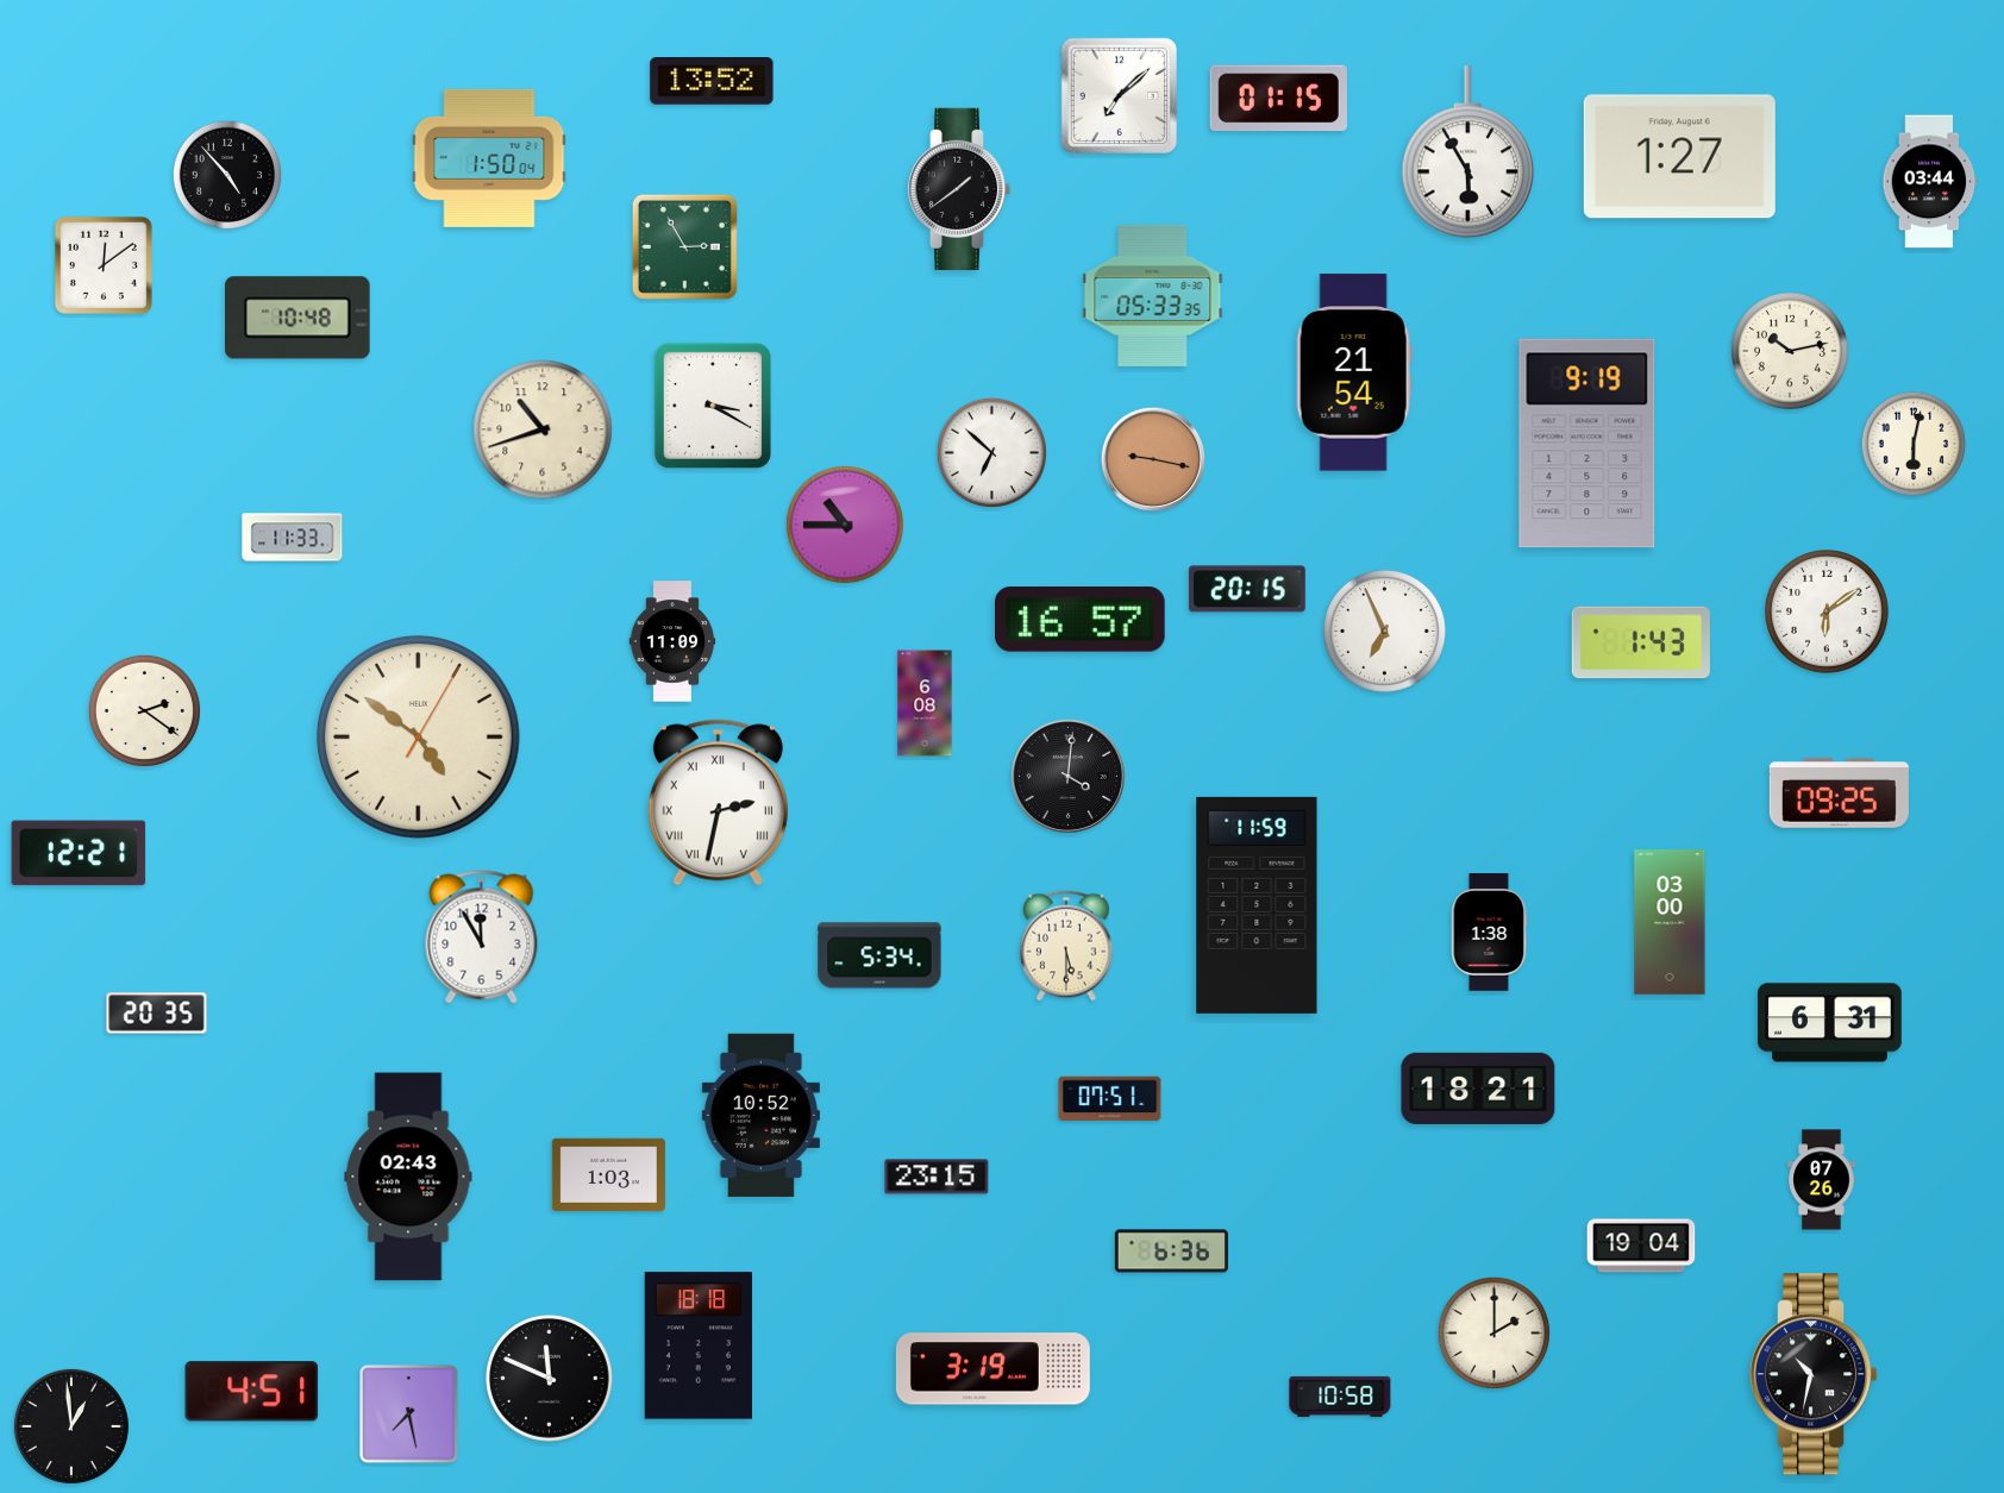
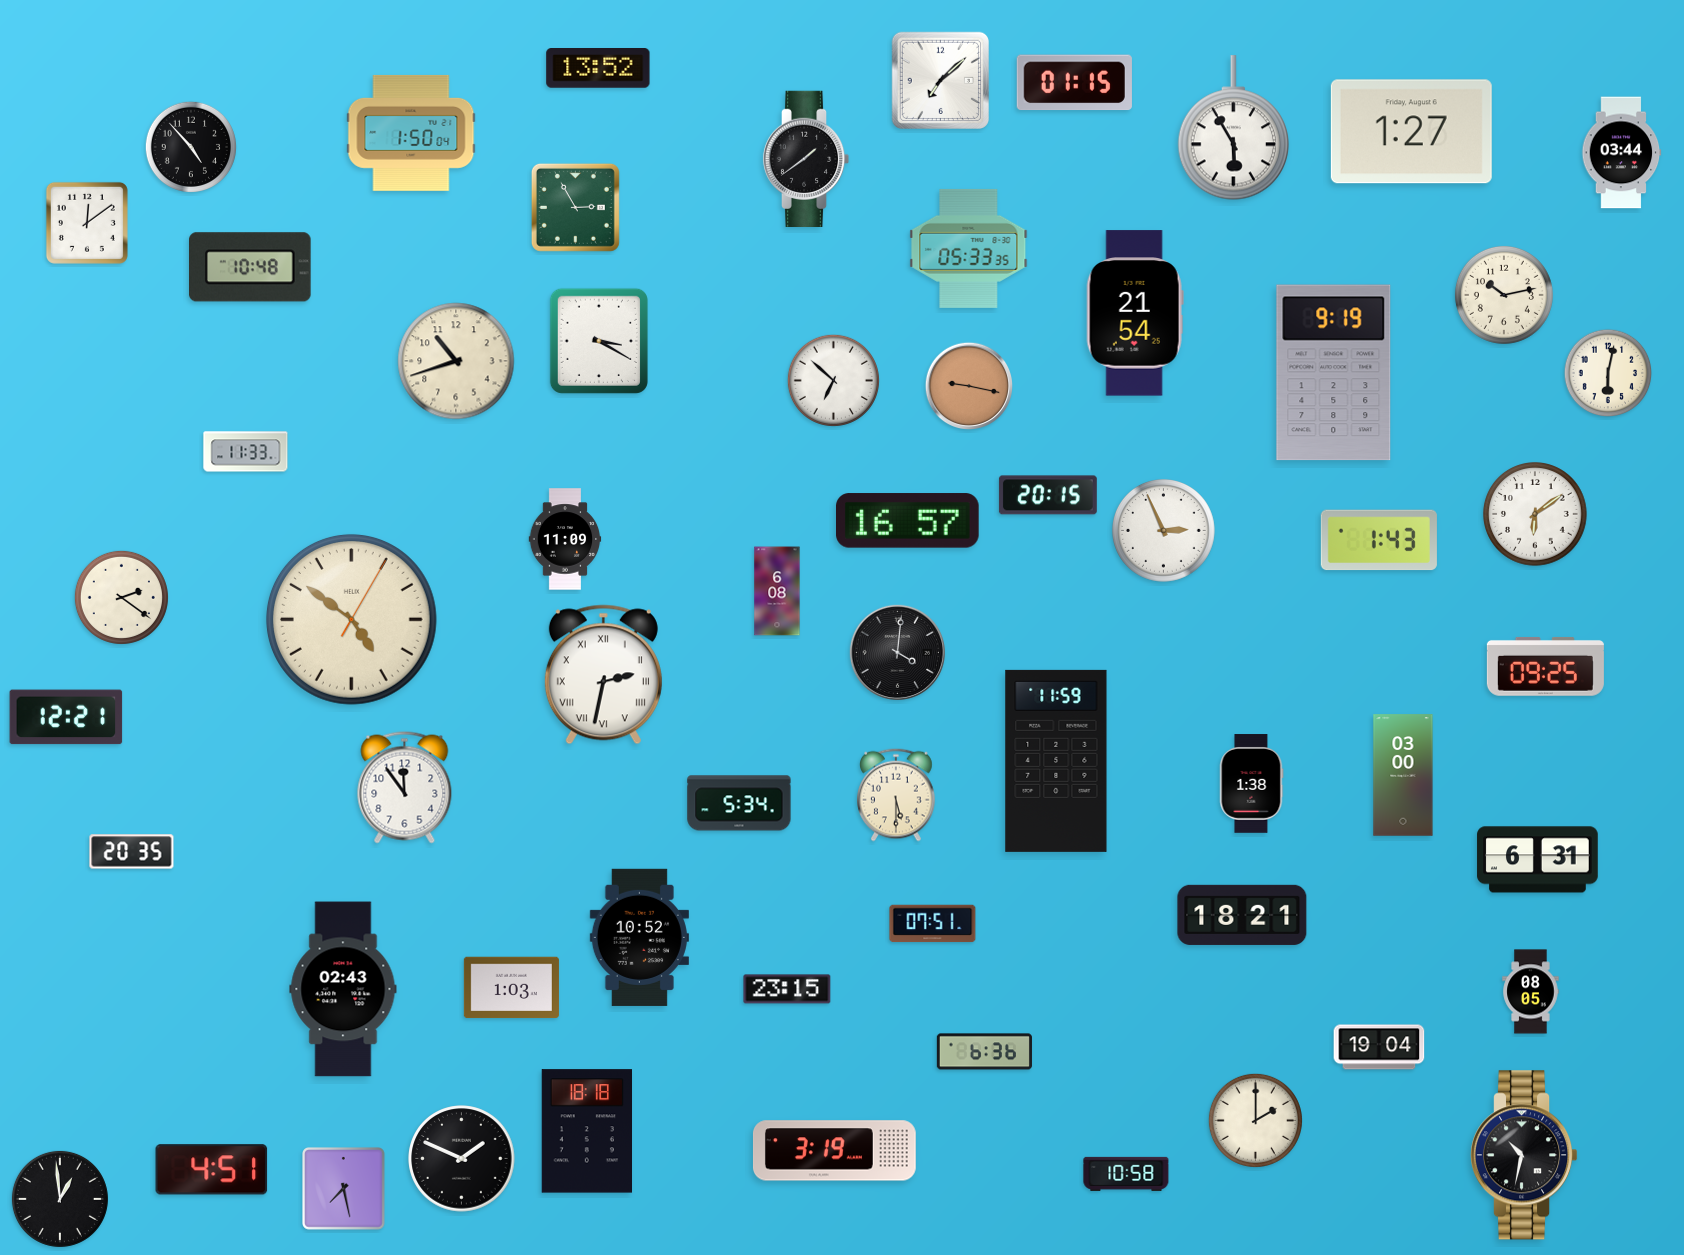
clock at (1354, 372) position: (1354, 372) -> (1135, 313)
clock at (845, 525): 10:45 -> none
clock at (1385, 632): 6:56 -> 2:56
clock at (482, 937): 11:55 -> 11:54
clock at (1822, 1180): 07:26 -> 08:05
clock at (550, 1379): 11:49 -> 1:49
